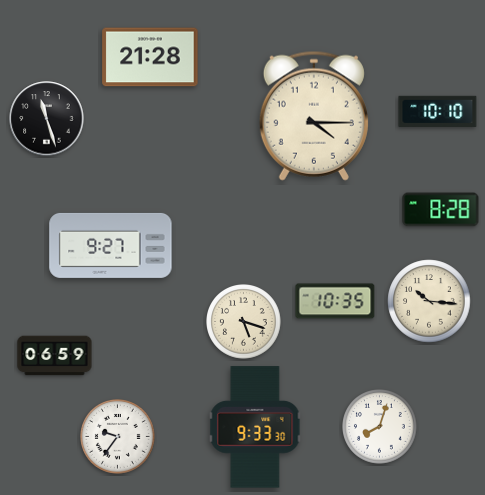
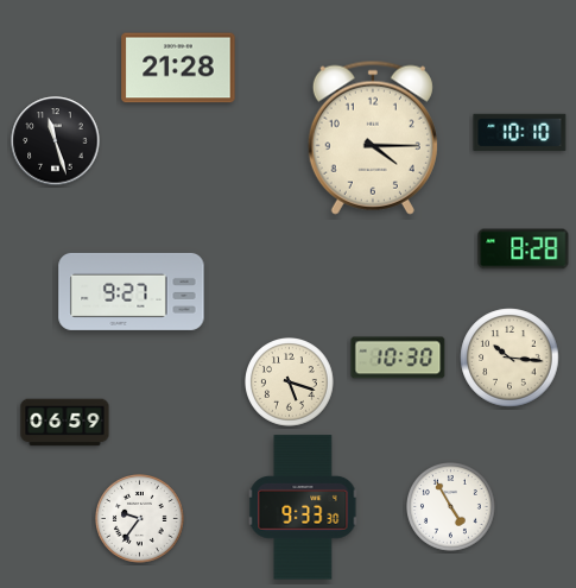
clock at (335, 301): 10:35 -> 10:30
clock at (380, 427): 8:03 -> 4:55
